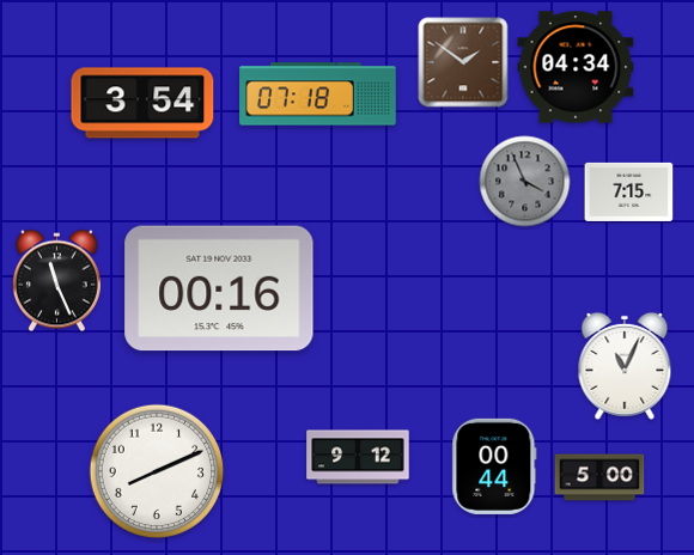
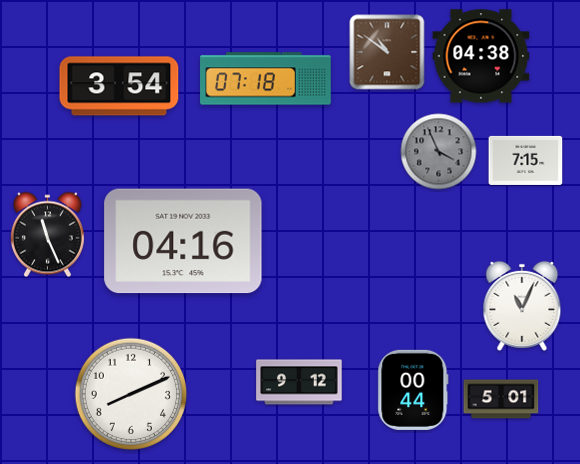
clock at (463, 62): 1:51 -> 10:51
clock at (576, 67): 04:34 -> 04:38
clock at (219, 288): 00:16 -> 04:16
clock at (599, 477): 5:00 -> 5:01
